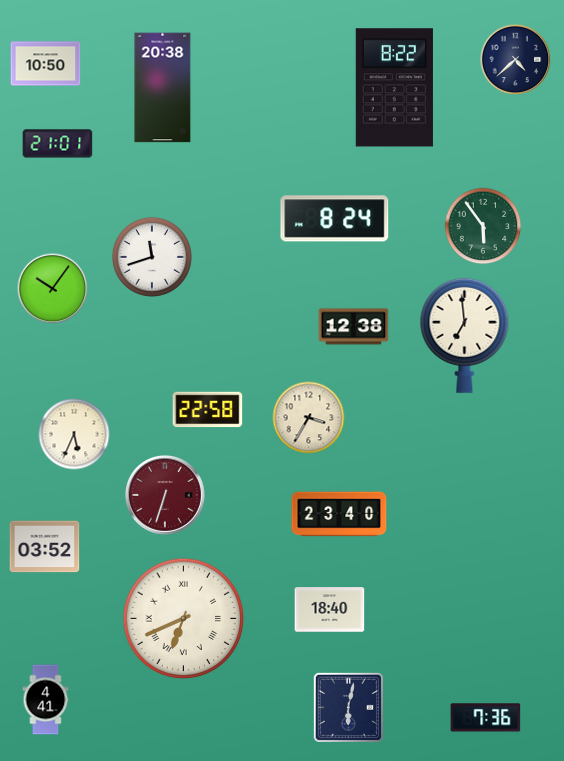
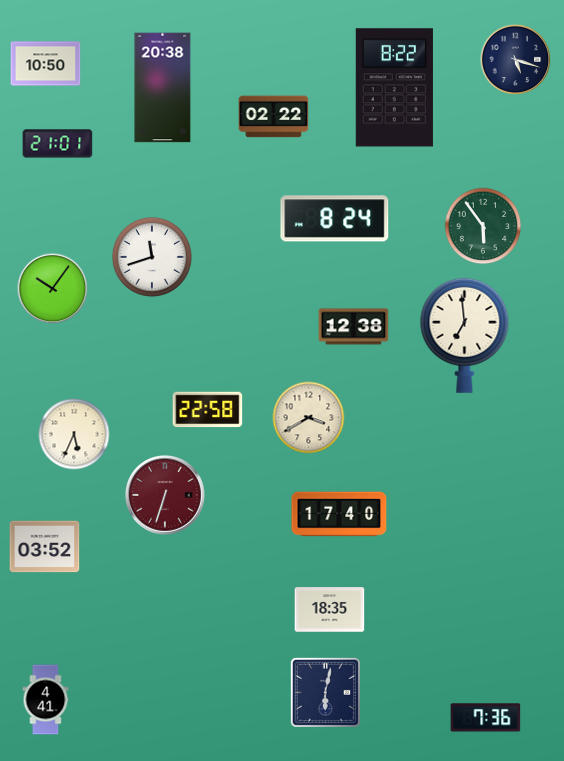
clock at (516, 60): 4:38 -> 5:18
clock at (274, 117): none -> 02:22
clock at (309, 418): 3:35 -> 3:40
clock at (339, 514): 23:40 -> 17:40
clock at (330, 610): 18:40 -> 18:35
clock at (184, 619): 6:41 -> none
clock at (348, 707) position: (348, 707) -> (325, 692)
